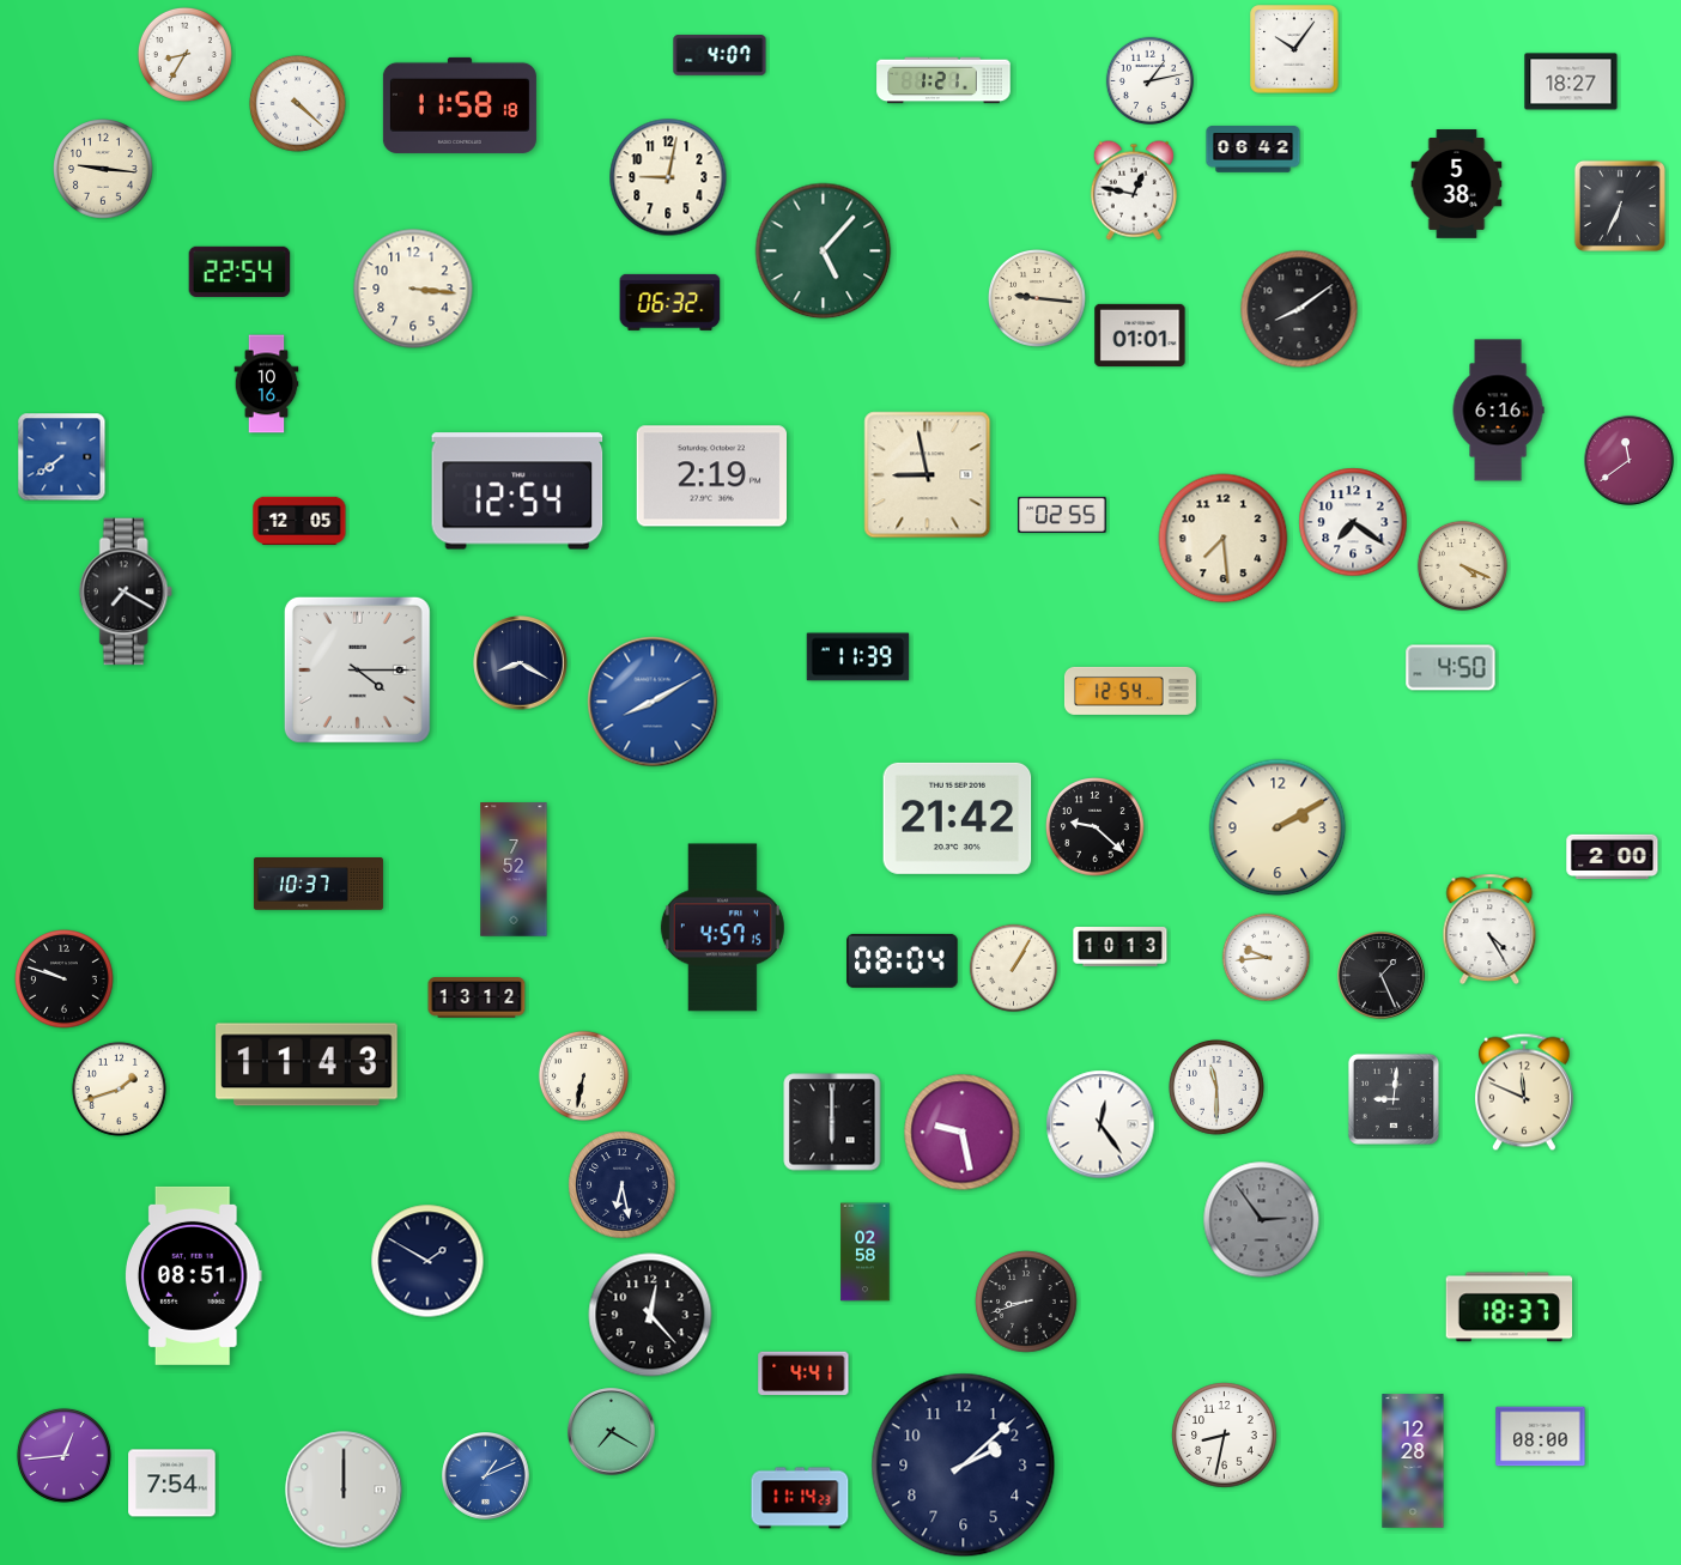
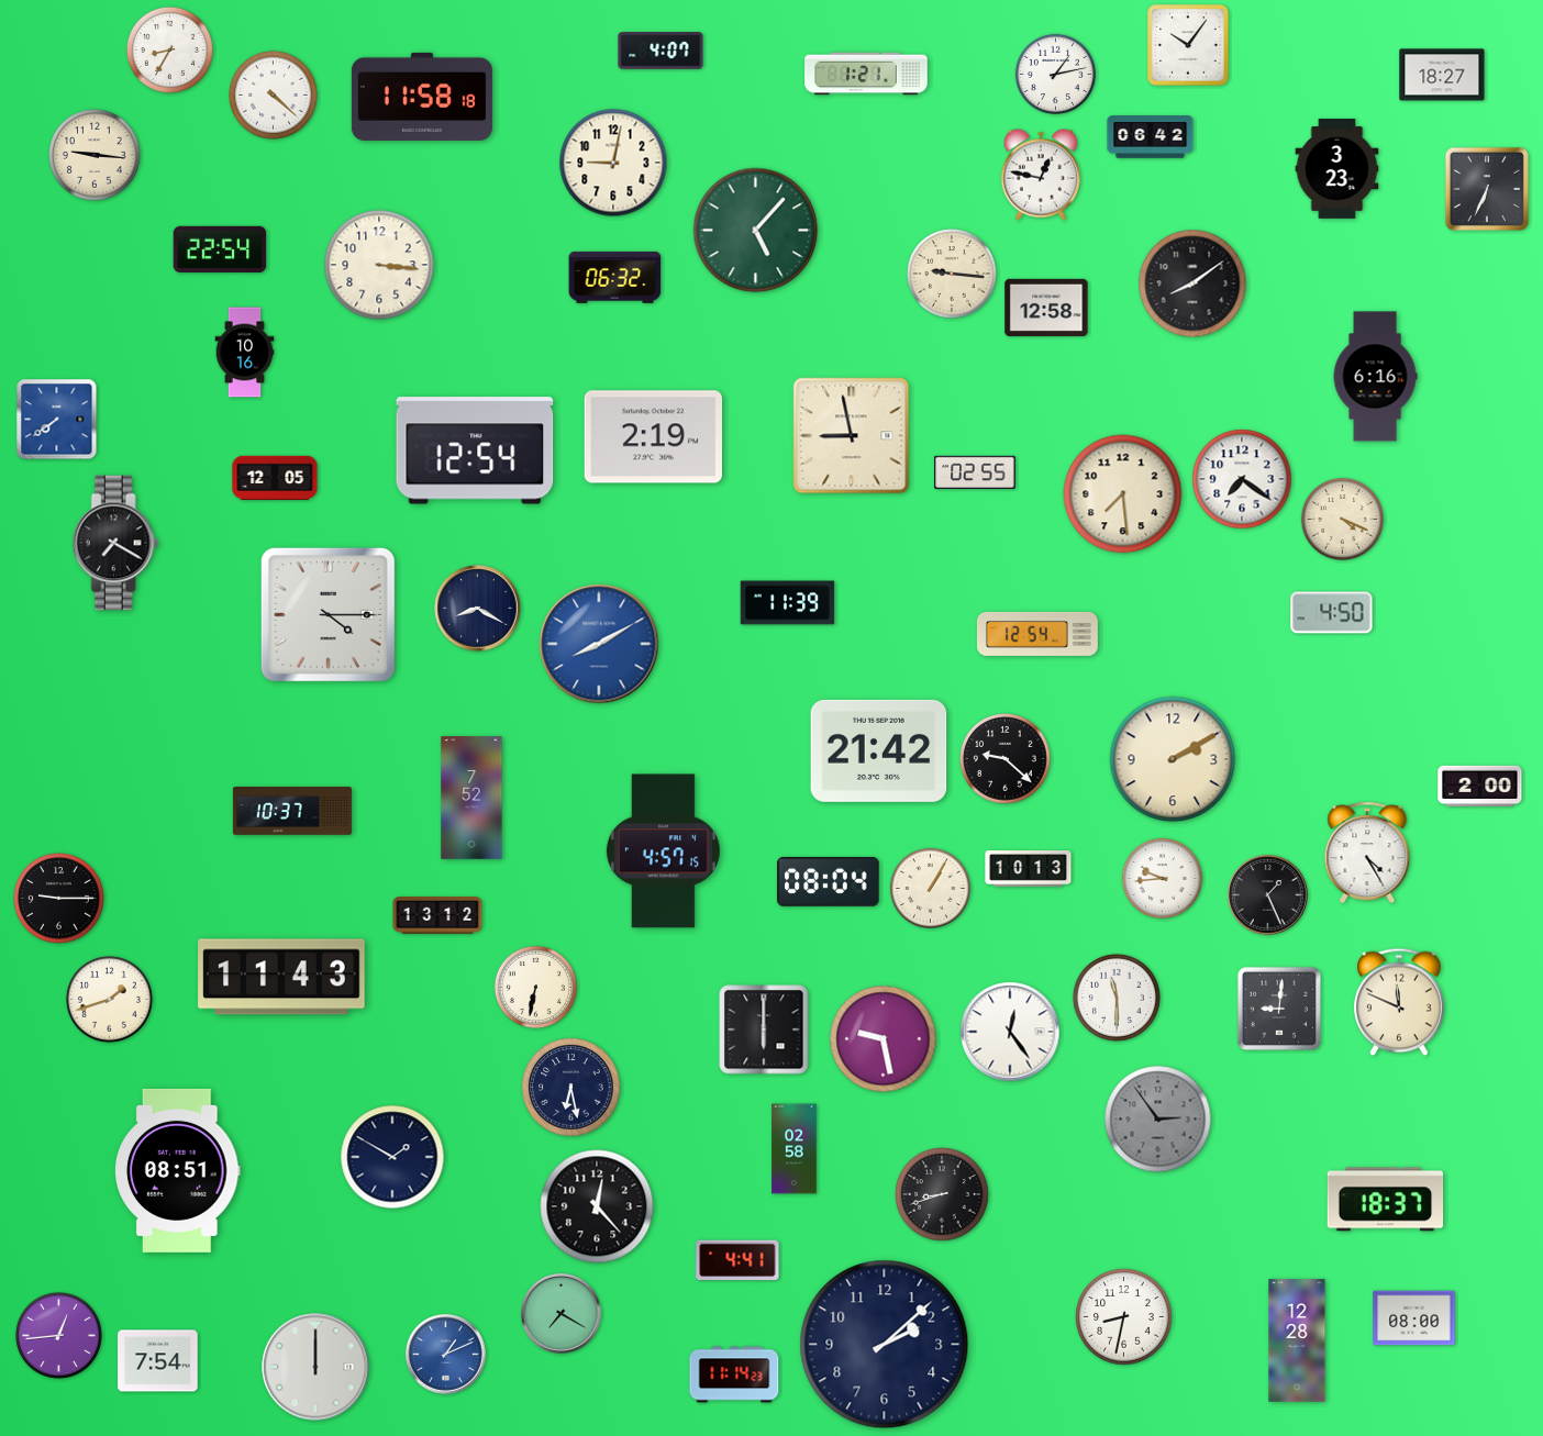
clock at (1457, 184): 5:38 -> 3:23
clock at (1140, 334): 01:01 -> 12:58
clock at (1630, 461): 11:39 -> none
clock at (65, 979): 9:48 -> 9:15
